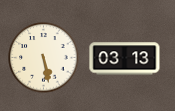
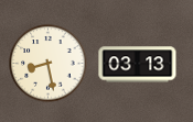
clock at (44, 58): 5:28 -> 8:28
